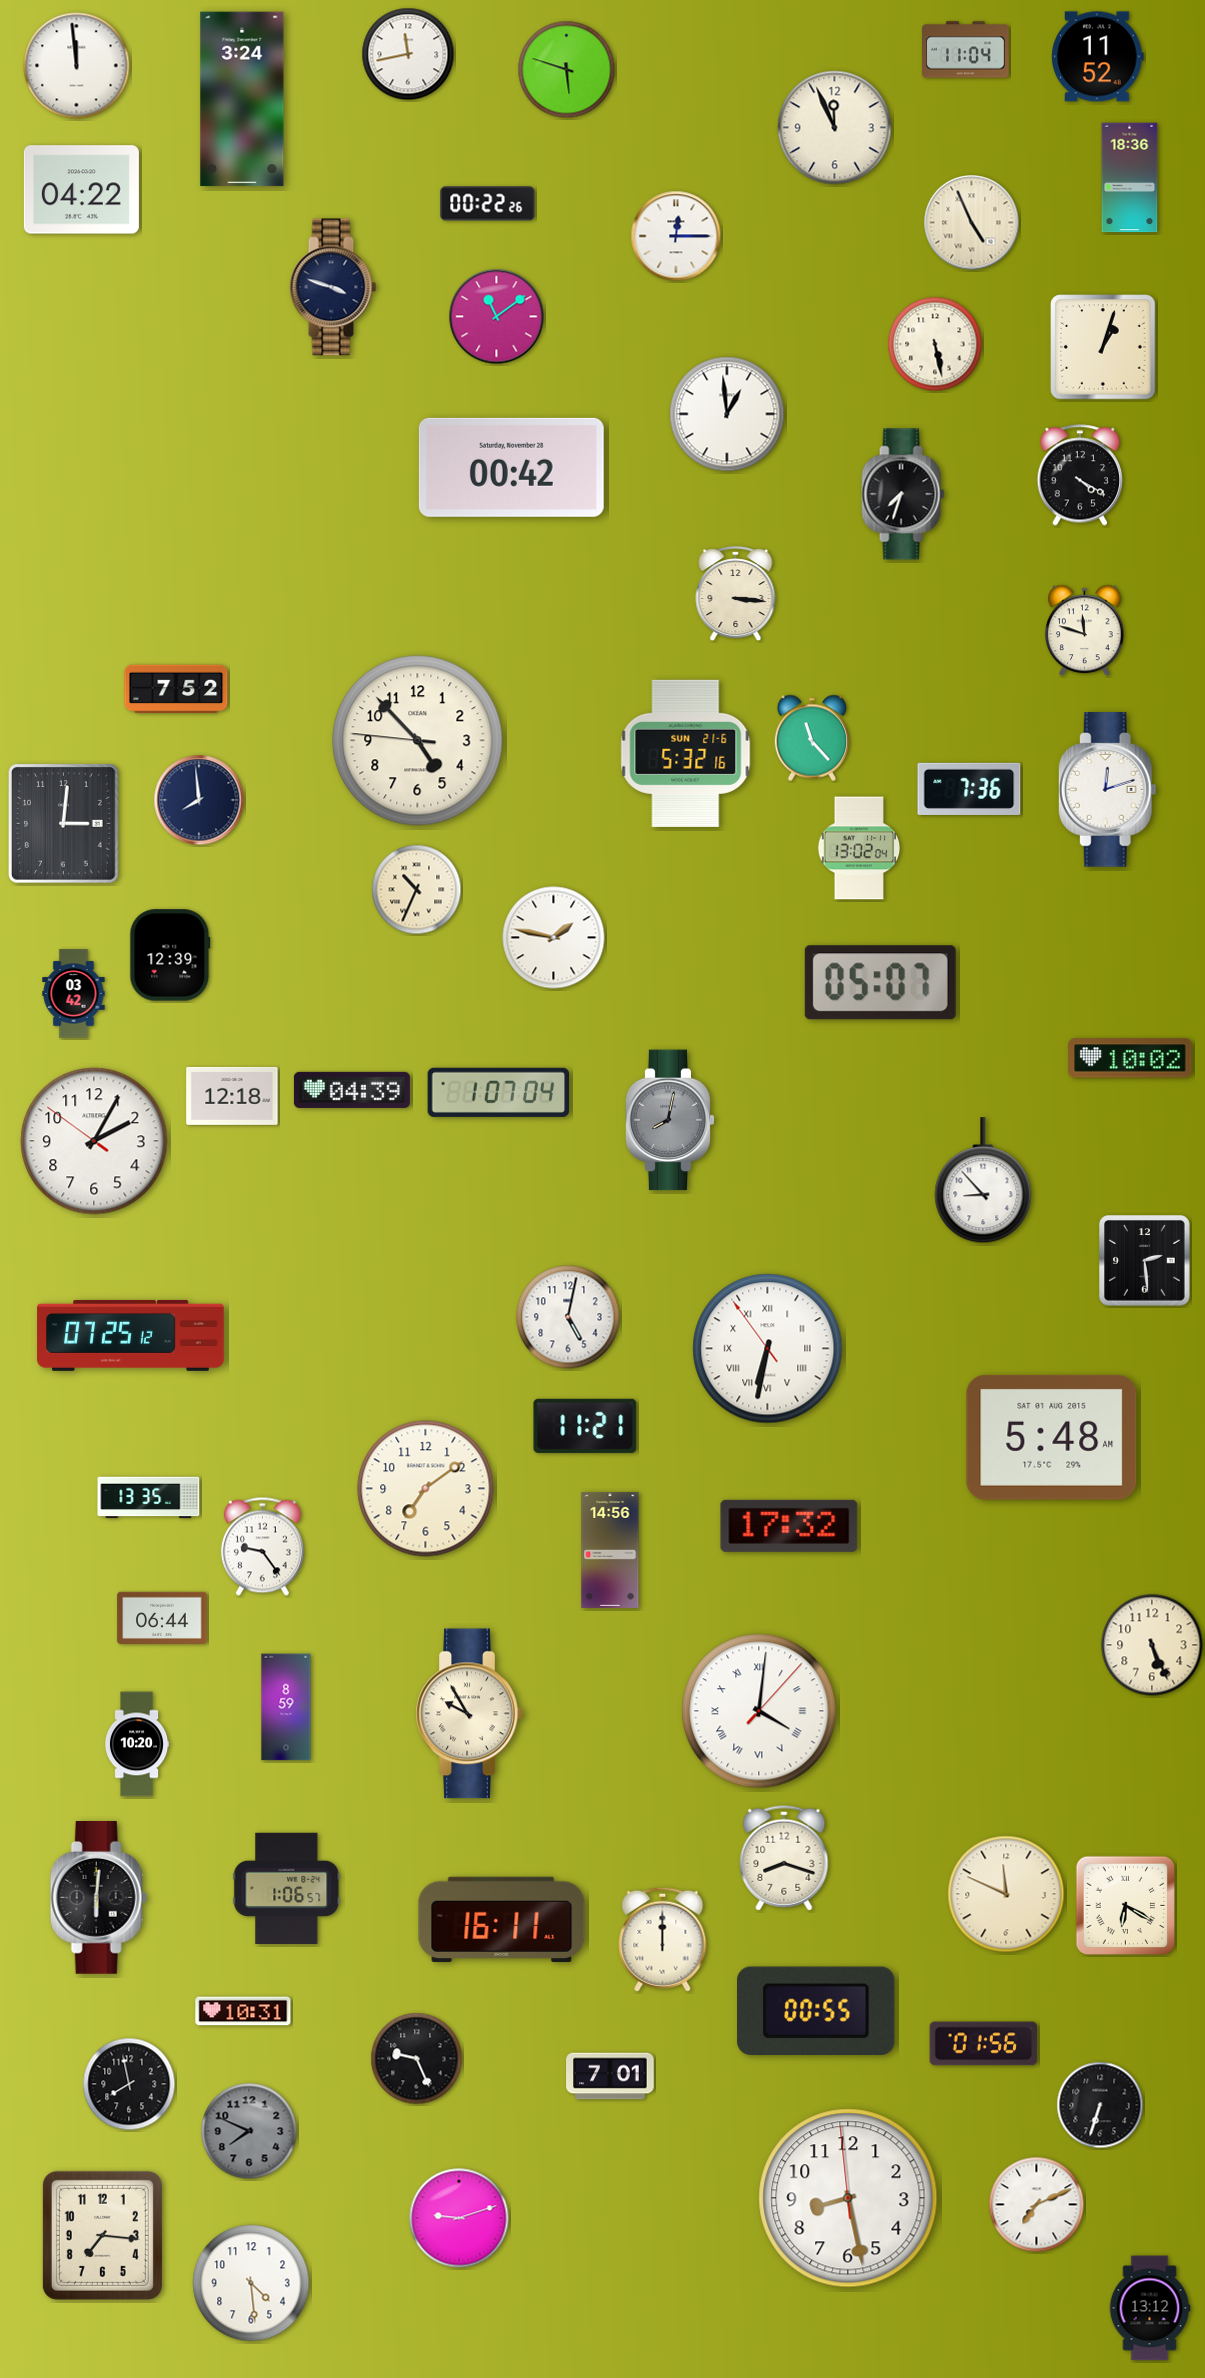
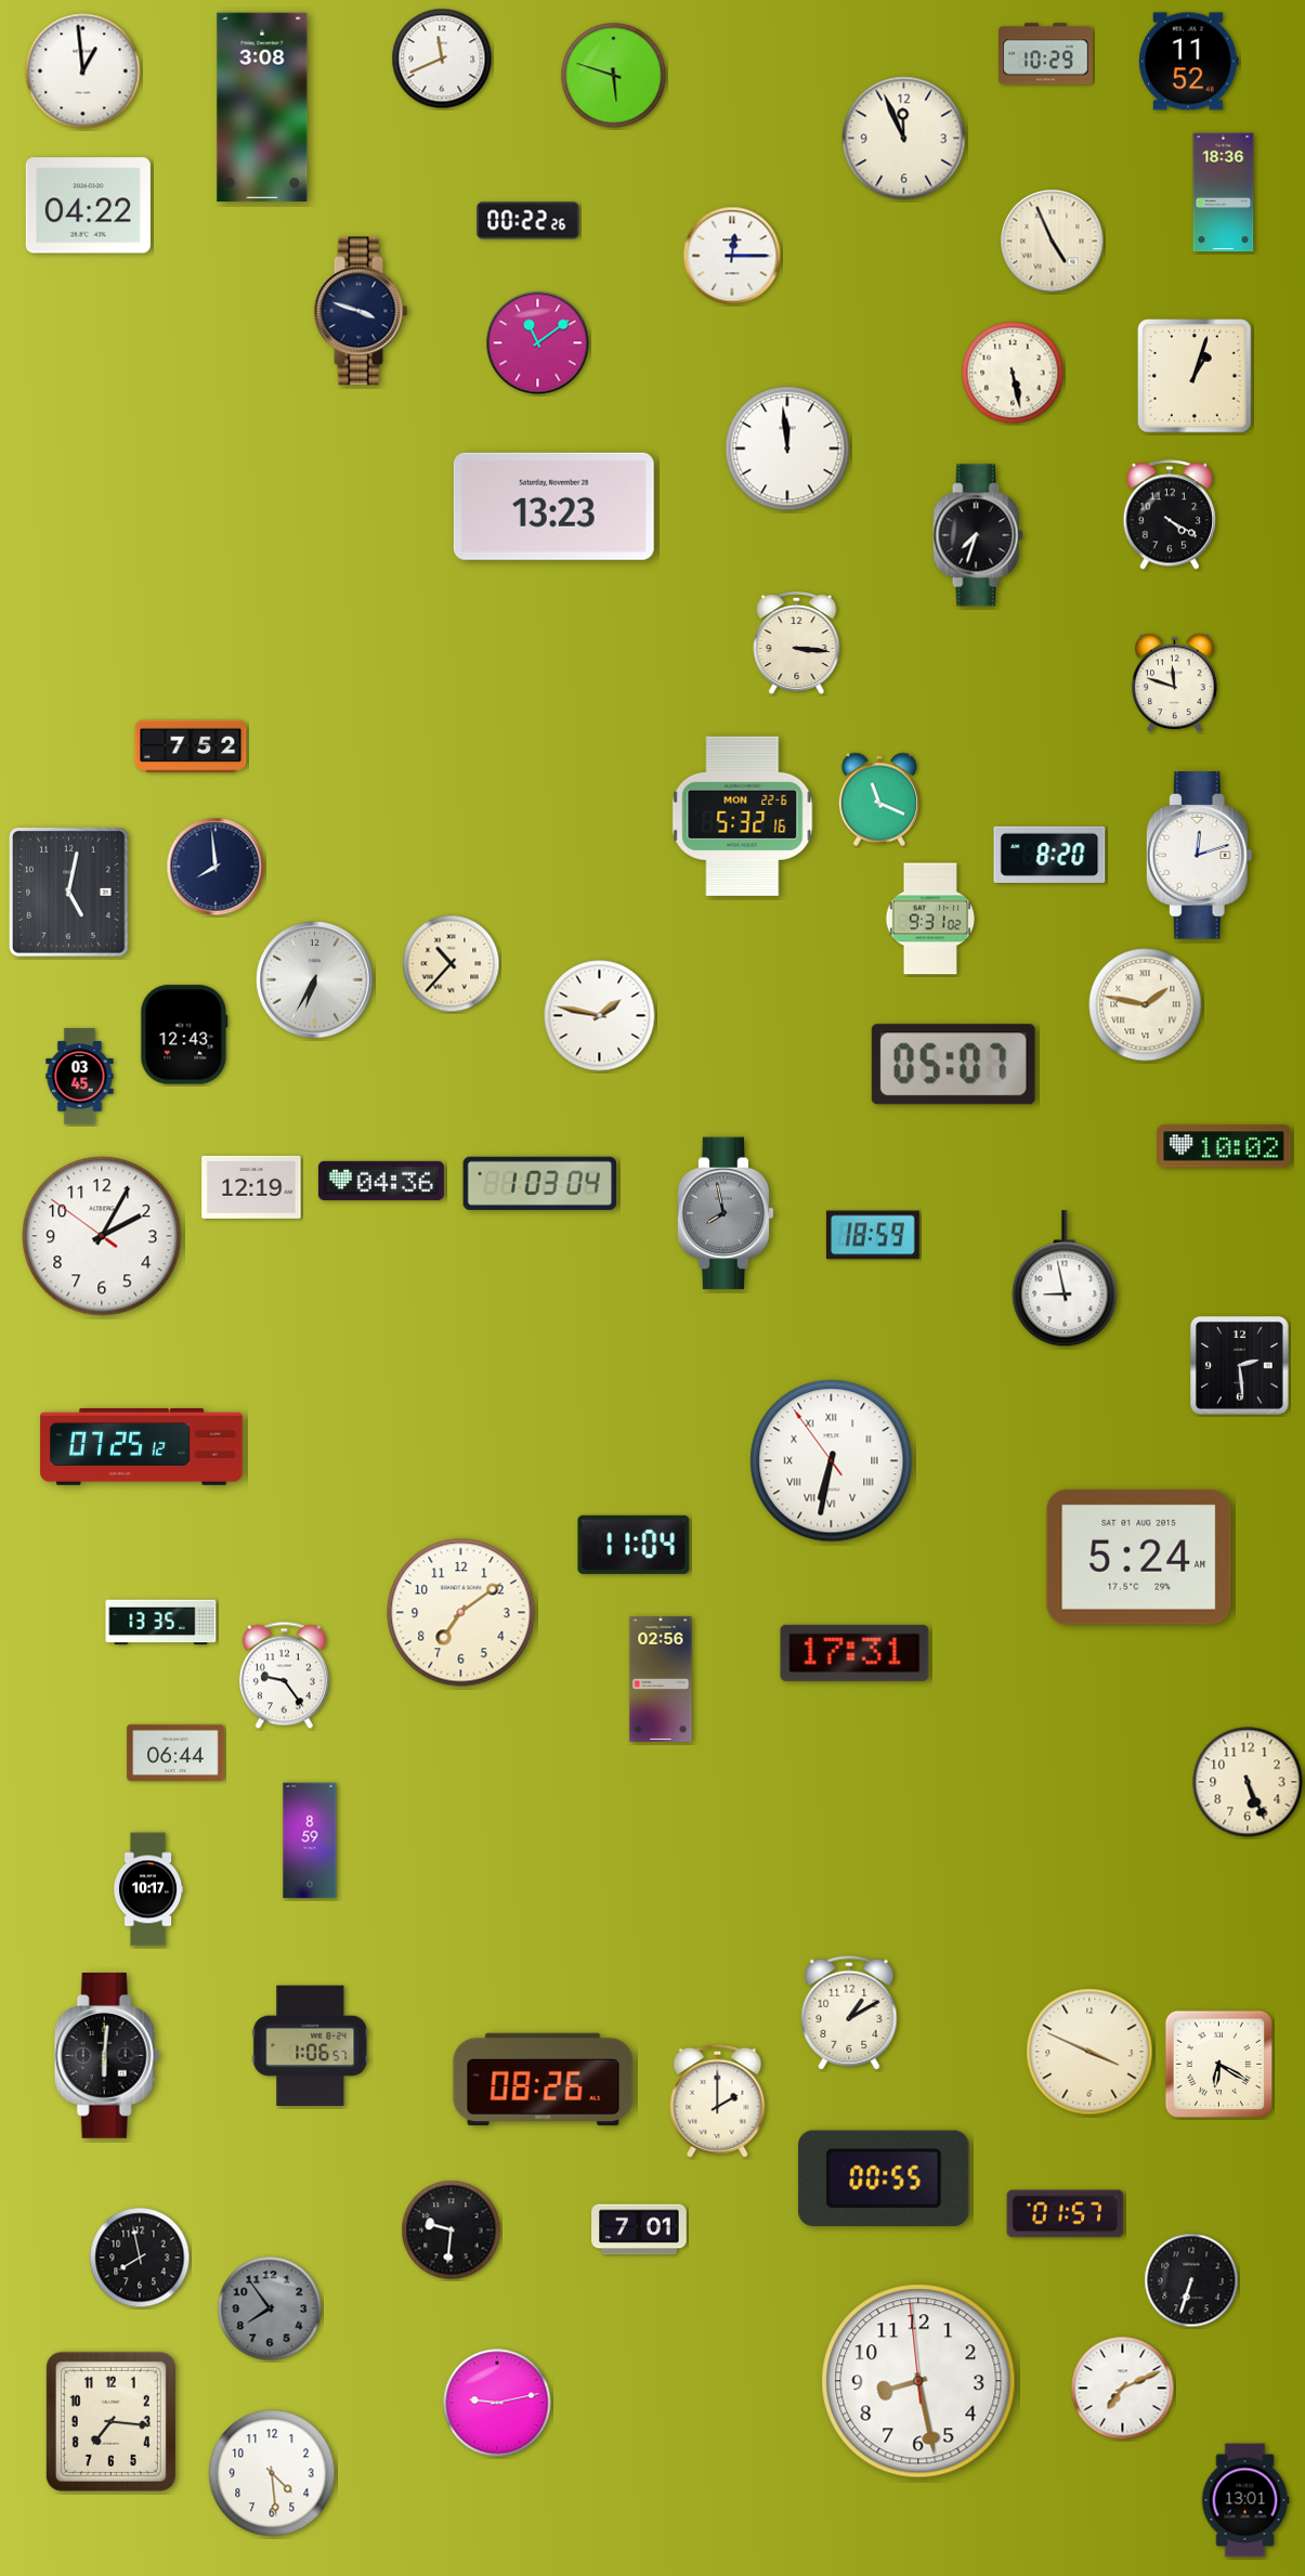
clock at (966, 50): 11:04 -> 10:29
clock at (408, 54): 11:43 -> 11:41
clock at (77, 66): 11:59 -> 12:59
clock at (242, 99): 3:24 -> 3:08
clock at (727, 414): 12:59 -> 11:59
clock at (511, 467): 00:42 -> 13:23
clock at (811, 738): 11:23 -> 11:19
clock at (418, 741): 4:52 -> none
clock at (686, 753) date: SUN 21-6 -> MON 22-6
clock at (969, 789): 7:36 -> 8:20
clock at (64, 824): 3:01 -> 5:02
clock at (859, 848): 13:02 -> 9:31
clock at (417, 890): 10:34 -> 10:37
clock at (315, 980): none -> 6:35
clock at (1146, 1005): none -> 1:47
clock at (170, 955): 12:39 -> 12:43
clock at (74, 994): 03:42 -> 03:45
clock at (352, 1090): 04:39 -> 04:36
clock at (499, 1092): 1:07 -> 1:03
clock at (232, 1096): 12:18 -> 12:19
clock at (670, 1120): 8:02 -> 7:58
clock at (873, 1235): none -> 18:59
clock at (983, 1181): 8:53 -> 8:58
clock at (568, 1317): 5:02 -> none
clock at (585, 1426): 11:21 -> 11:04
clock at (1052, 1437): 5:48 -> 5:24
clock at (789, 1526): 17:32 -> 17:31
clock at (610, 1550): 14:56 -> 02:56
clock at (286, 1707) position: (286, 1707) -> (310, 1840)
clock at (759, 1711): 4:01 -> none
clock at (469, 1714): 9:55 -> none
clock at (137, 1744): 10:20 -> 10:17
clock at (784, 1858): 8:18 -> 1:10
clock at (1006, 1894): 11:49 -> 3:49
clock at (502, 1919): 16:11 -> 08:26
clock at (663, 1939): 12:00 -> 2:00
clock at (243, 2011): 10:31 -> none
clock at (984, 2044): 01:56 -> 01:57
clock at (417, 2059): 9:26 -> 9:31
clock at (610, 2076) position: (610, 2076) -> (639, 2229)
clock at (249, 2131): 7:49 -> 7:54
clock at (459, 2218): 9:12 -> 9:13
clock at (1150, 2308): 13:12 -> 13:01
